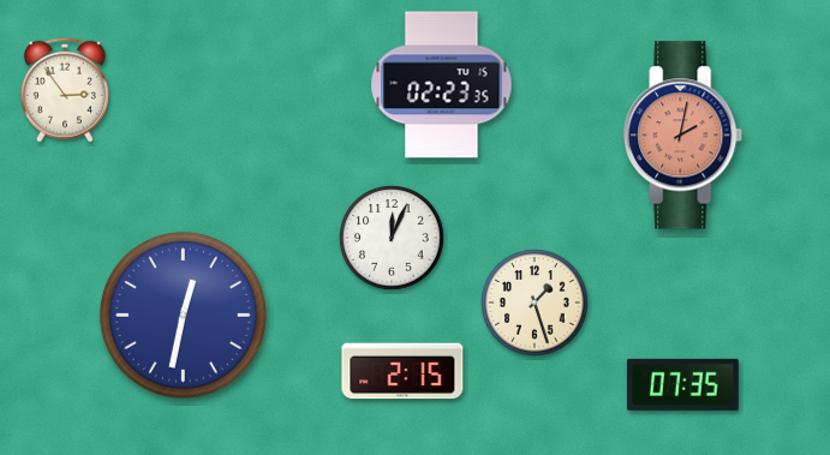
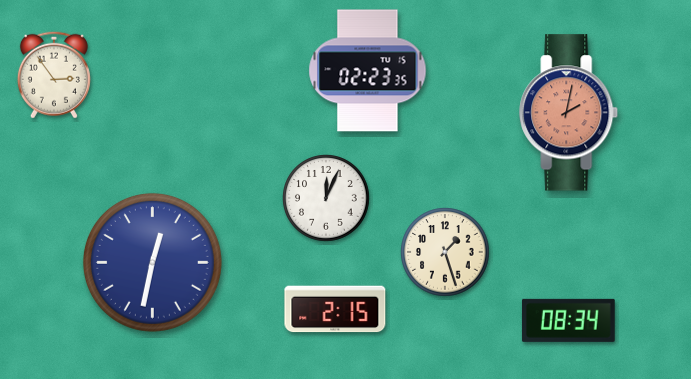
clock at (682, 384): 07:35 -> 08:34
